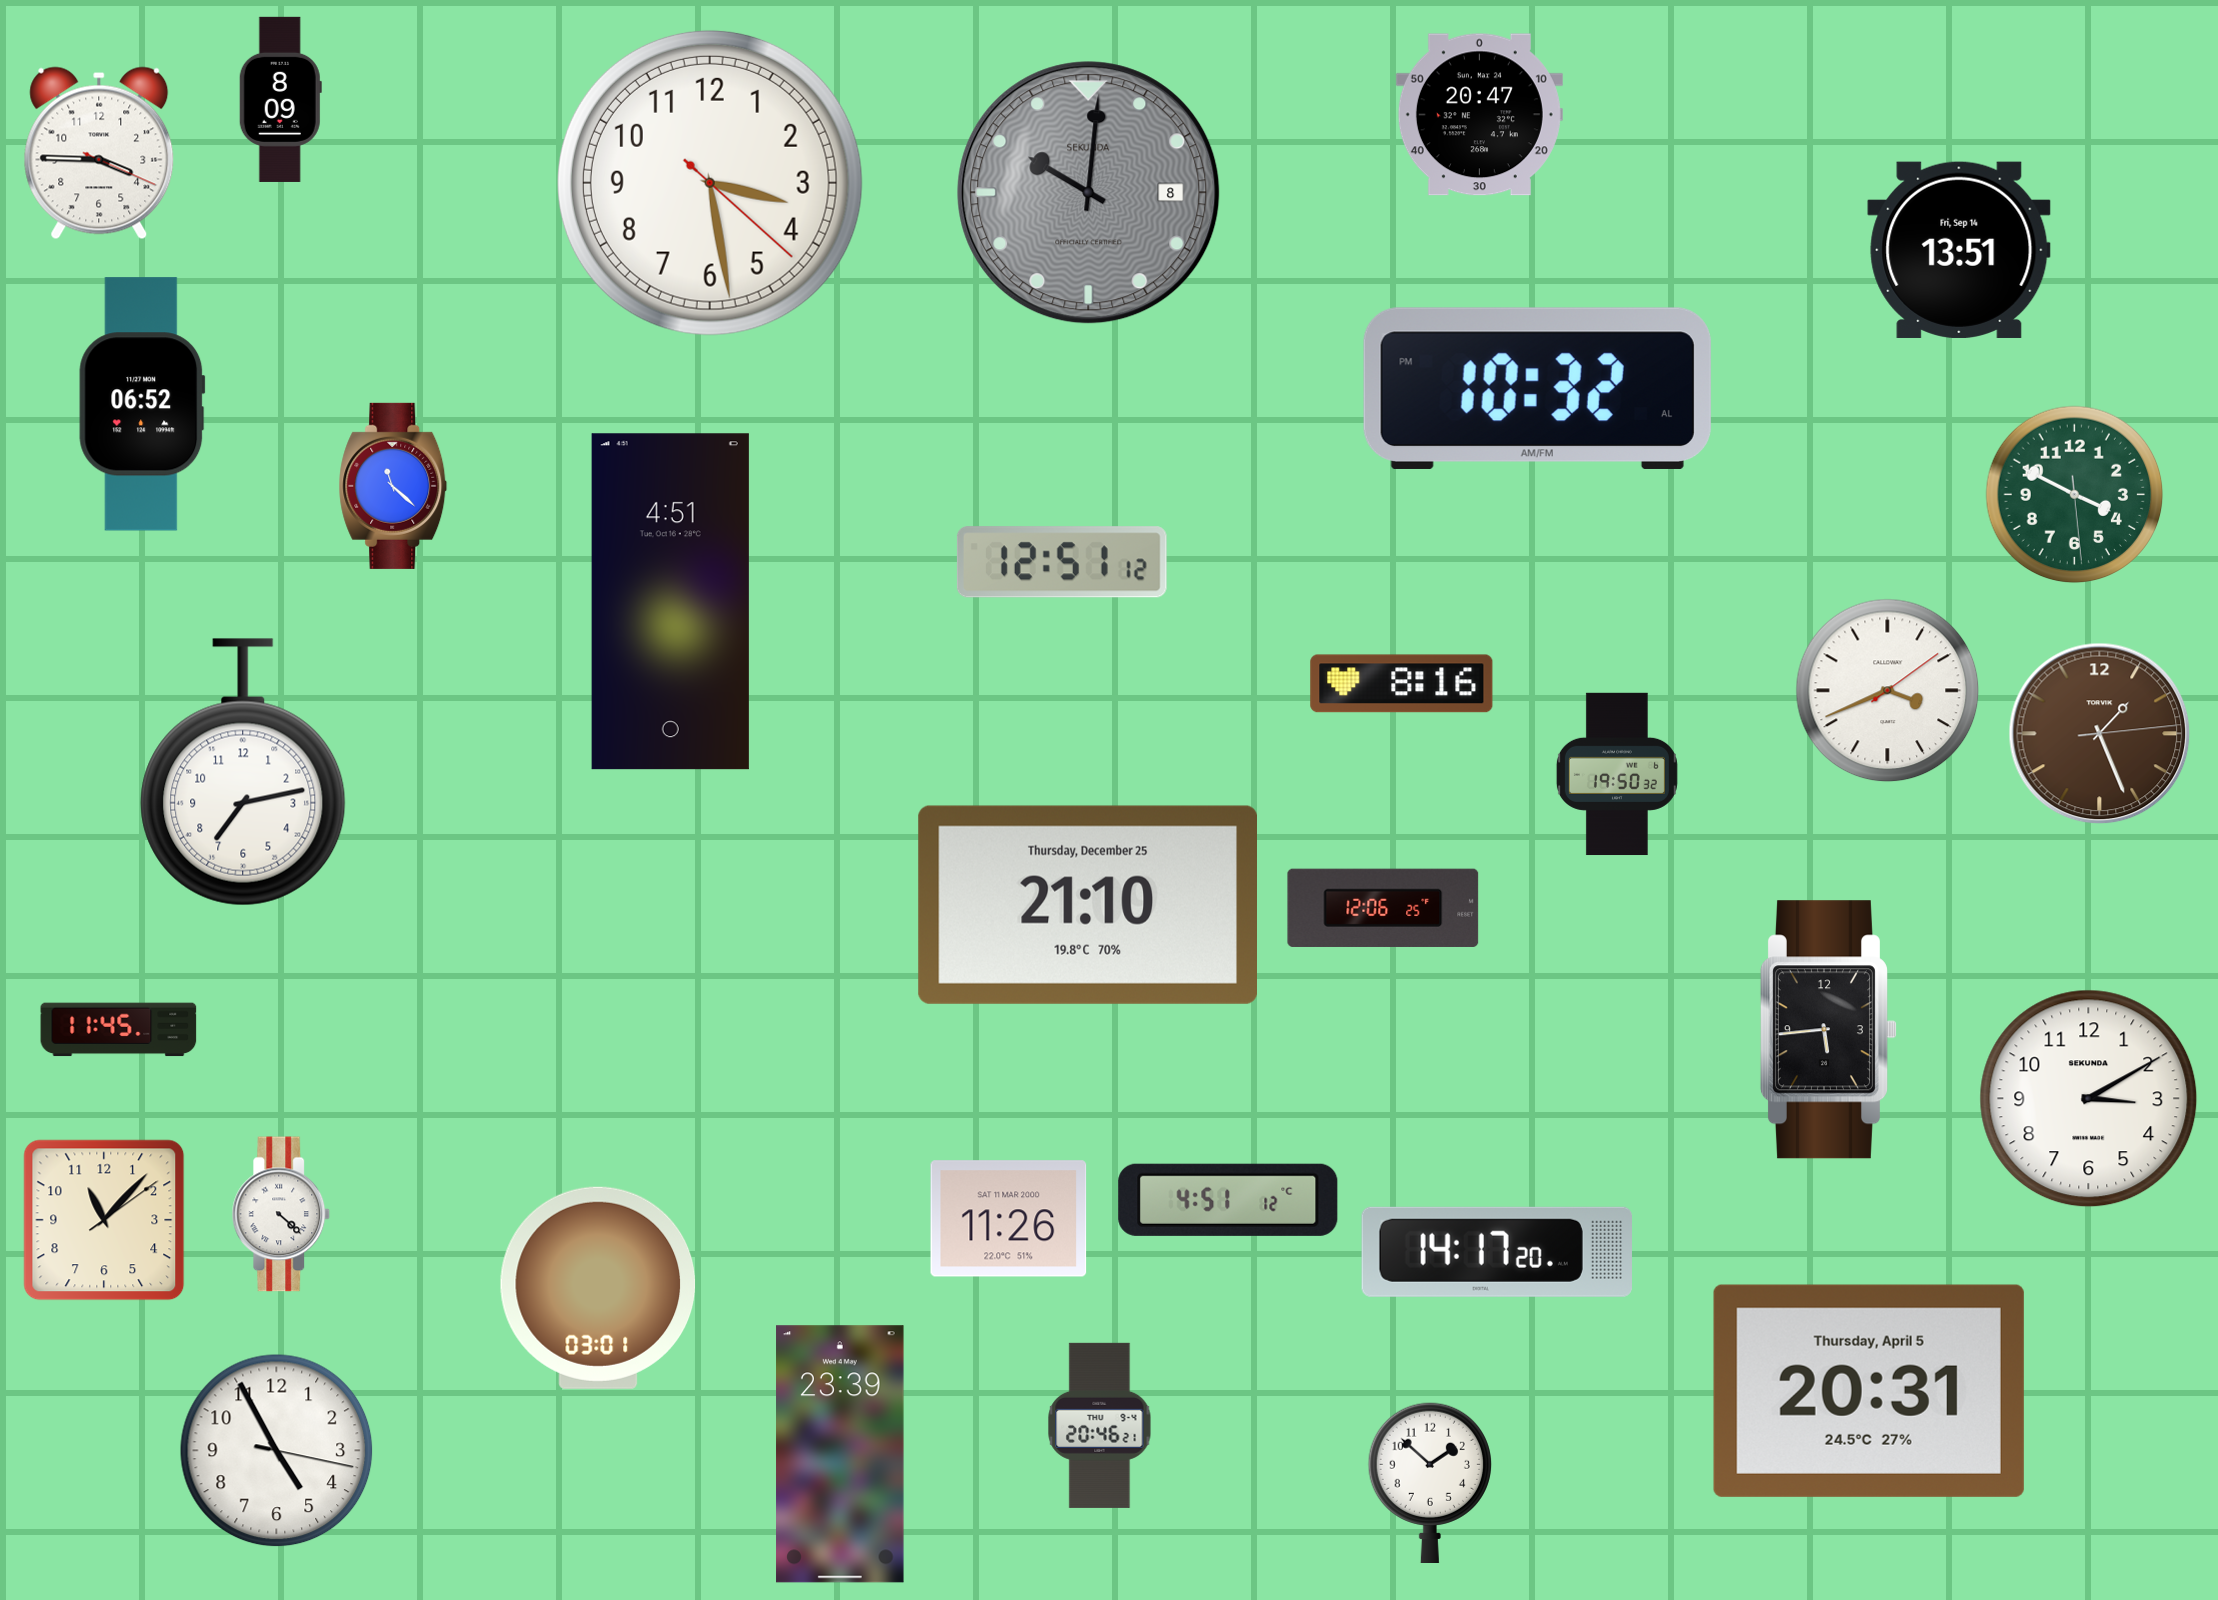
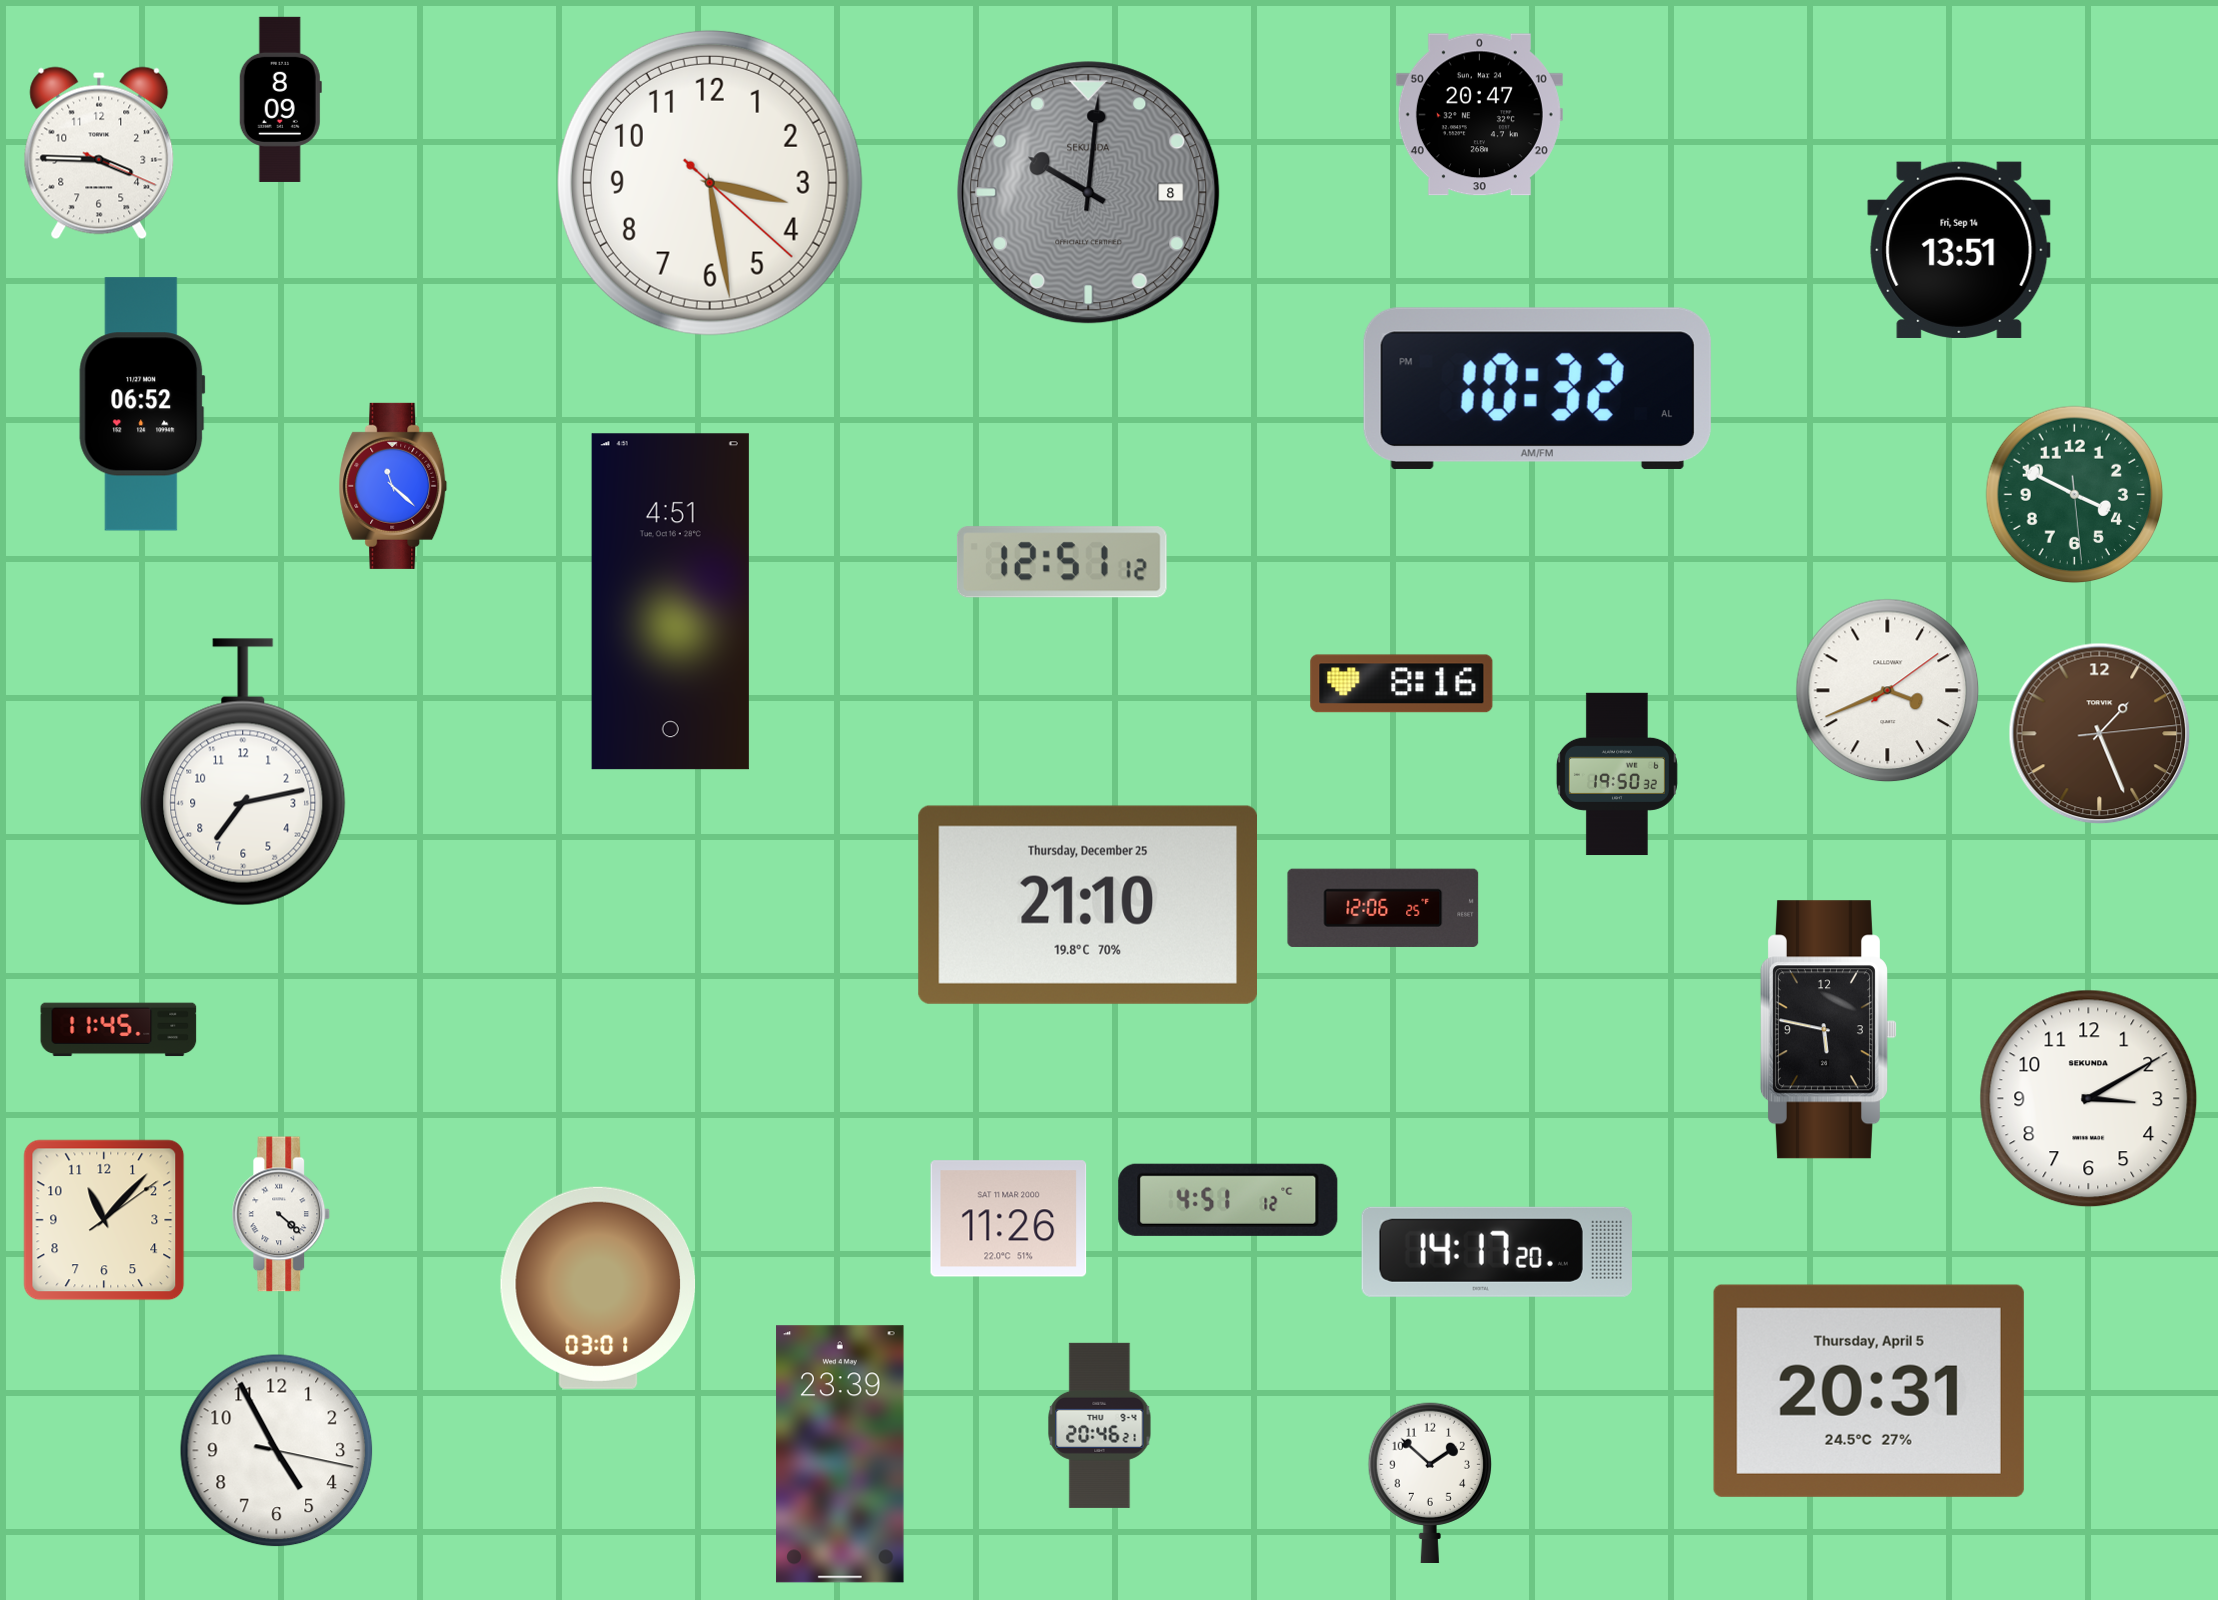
clock at (1828, 1030): 5:44 -> 5:47
